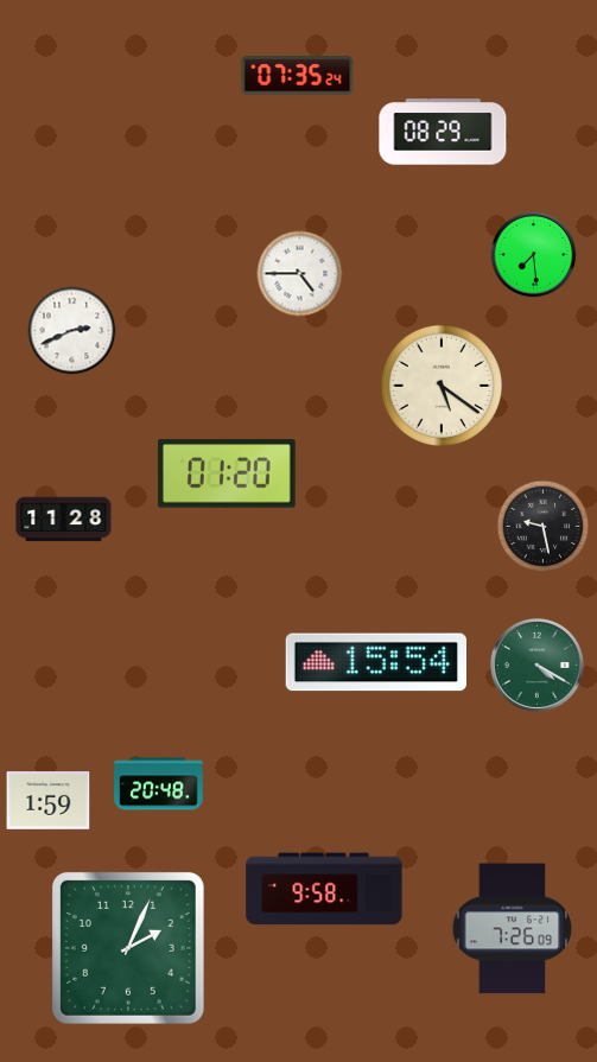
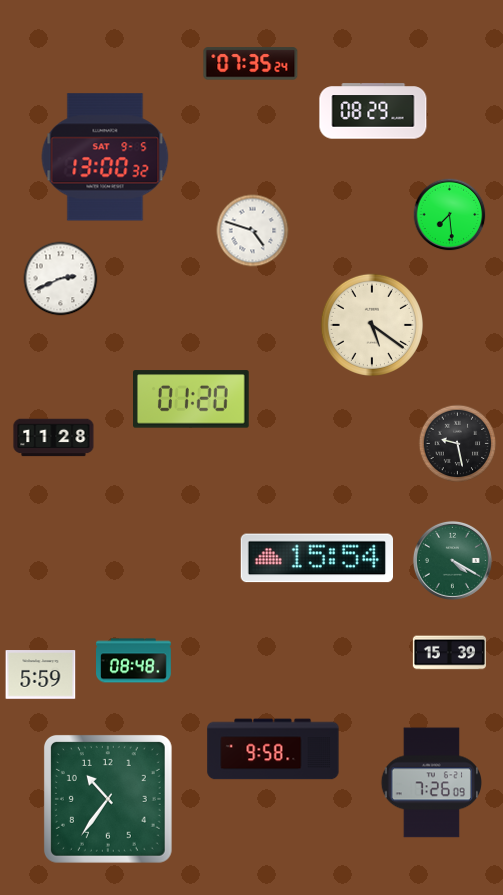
clock at (105, 157): none -> 13:00
clock at (300, 274): 4:45 -> 4:48
clock at (449, 653): none -> 15:39
clock at (159, 784): 20:48 -> 08:48
clock at (49, 801): 1:59 -> 5:59
clock at (128, 948): 2:04 -> 10:36
